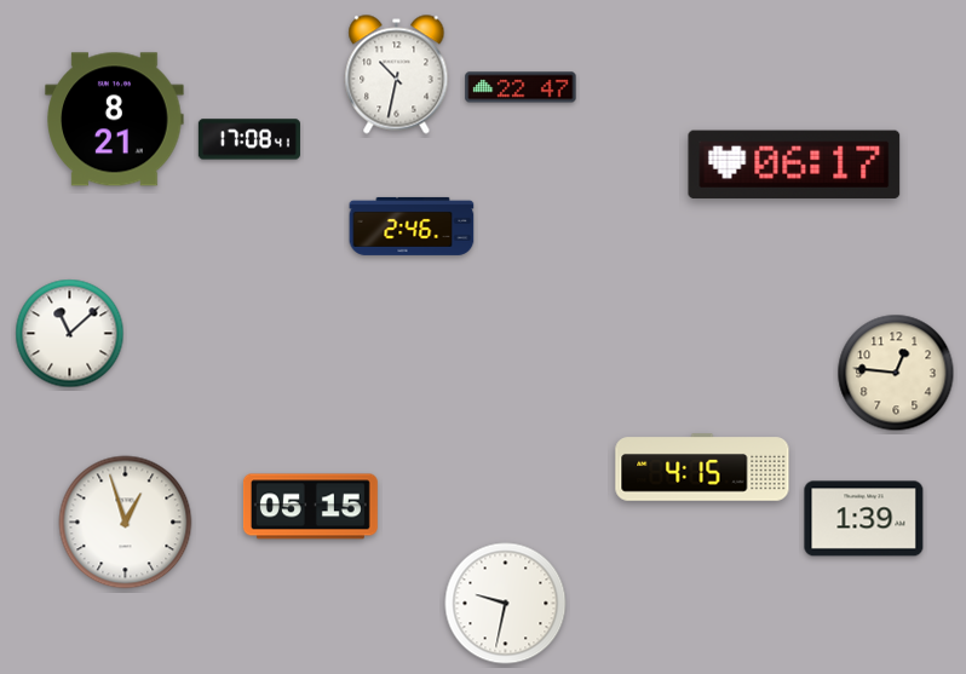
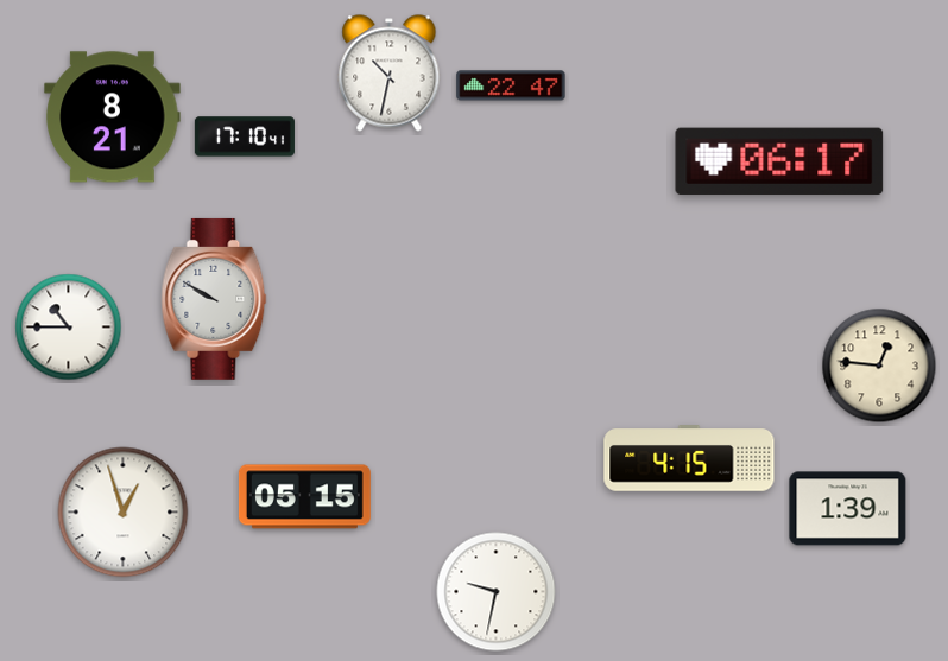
clock at (249, 139): 17:08 -> 17:10
clock at (412, 226): 2:46 -> none
clock at (214, 299): none -> 9:50
clock at (70, 334): 11:08 -> 10:45
